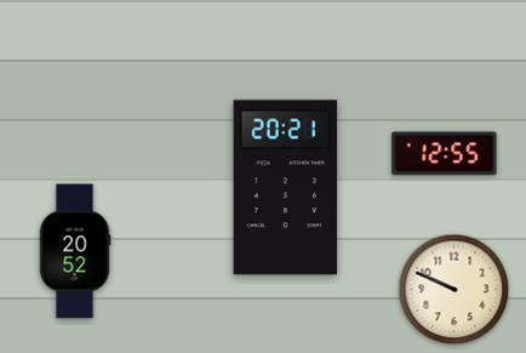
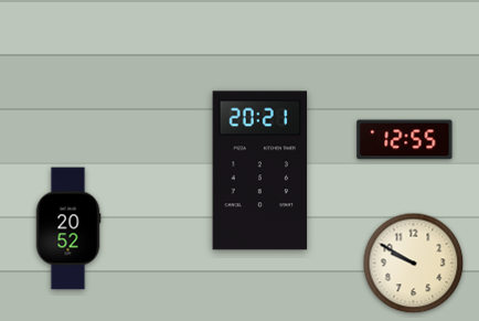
clock at (454, 290): 9:49 -> 9:50
